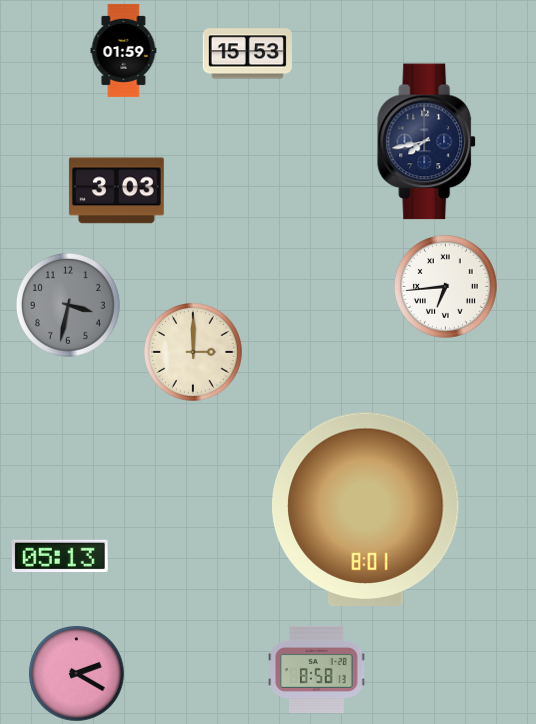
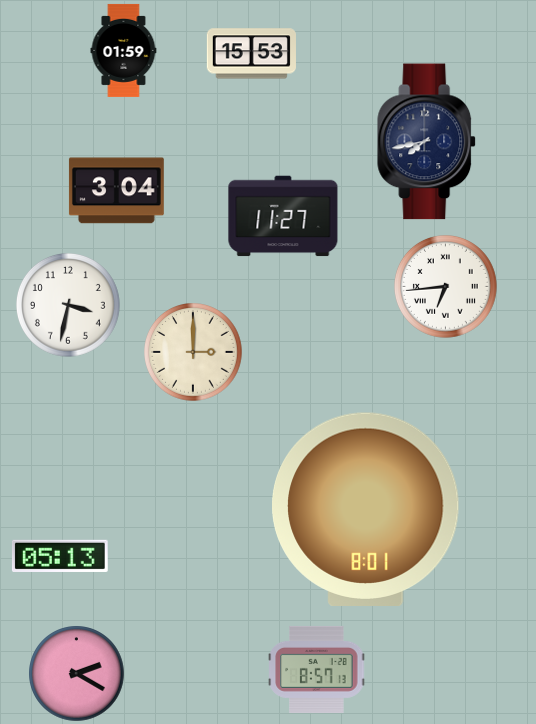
clock at (247, 54) position: (247, 54) -> (251, 54)
clock at (116, 191): 3:03 -> 3:04
clock at (283, 216): none -> 11:27
clock at (68, 305) dial: grey -> white
clock at (317, 669): 8:58 -> 8:57
